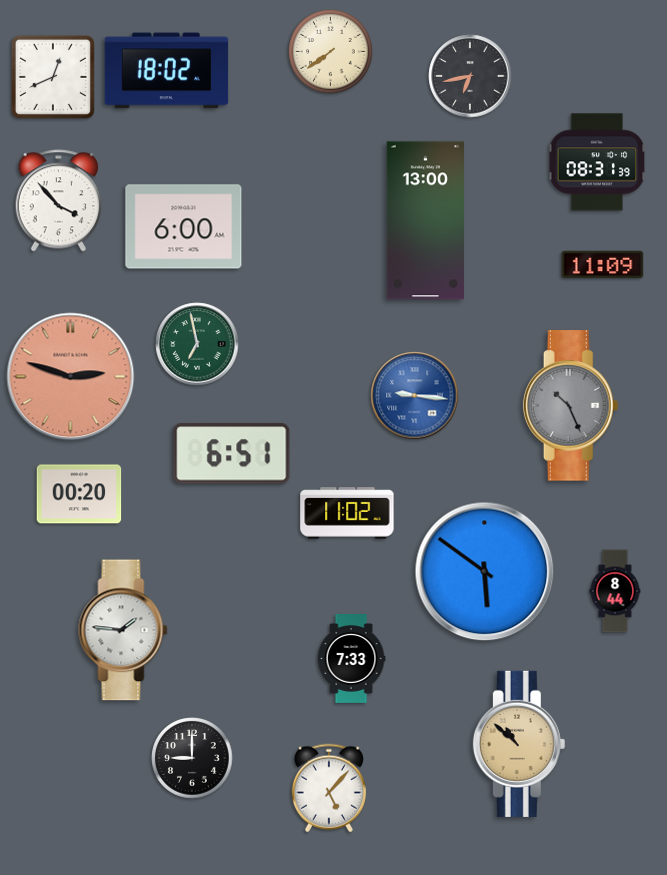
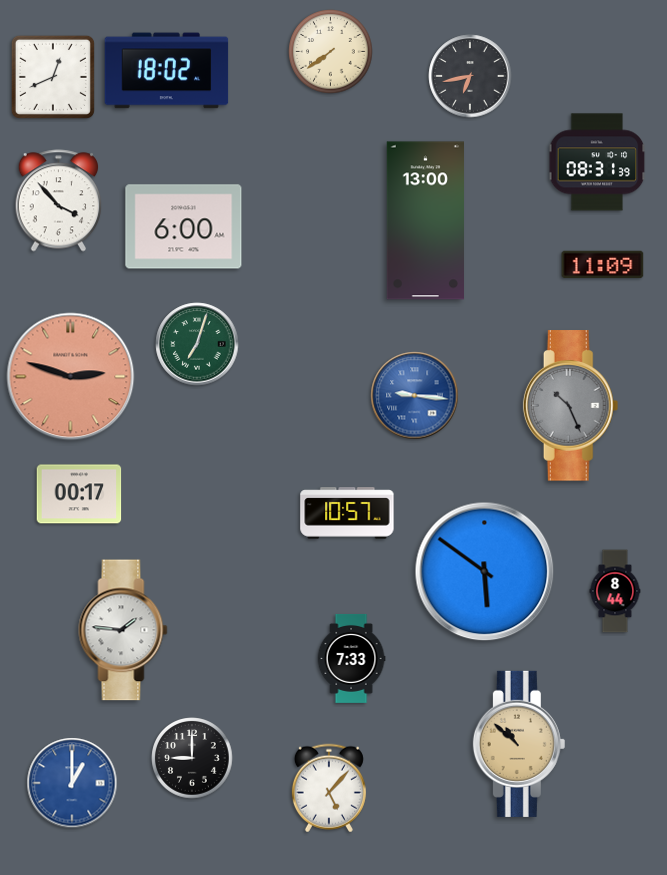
clock at (197, 344): 6:58 -> 7:03
clock at (232, 454): 6:51 -> none
clock at (79, 494): 00:20 -> 00:17
clock at (347, 513): 11:02 -> 10:57
clock at (72, 783): none -> 1:00
